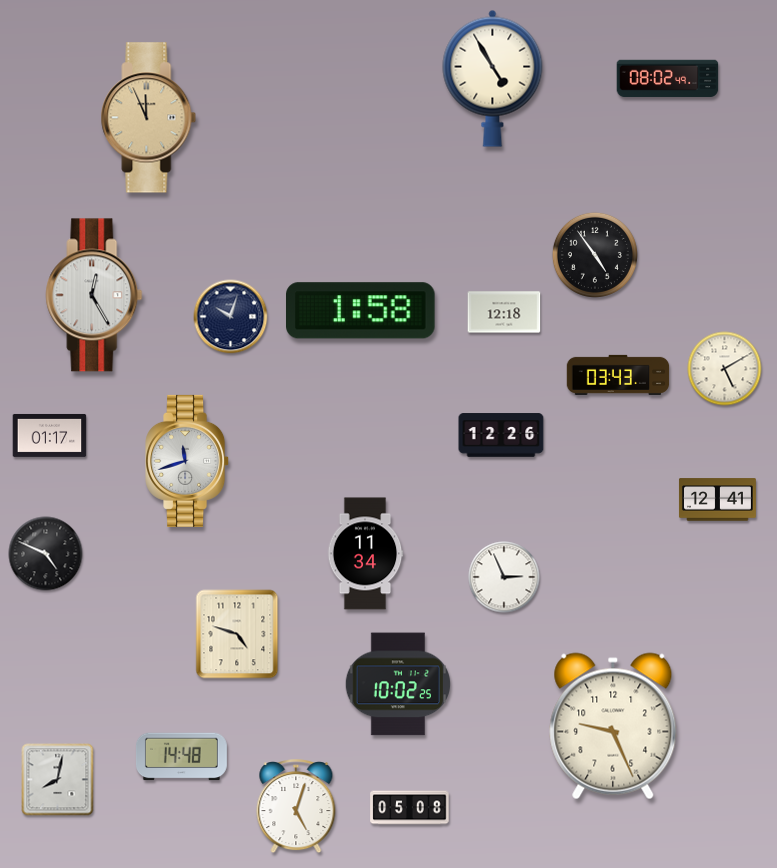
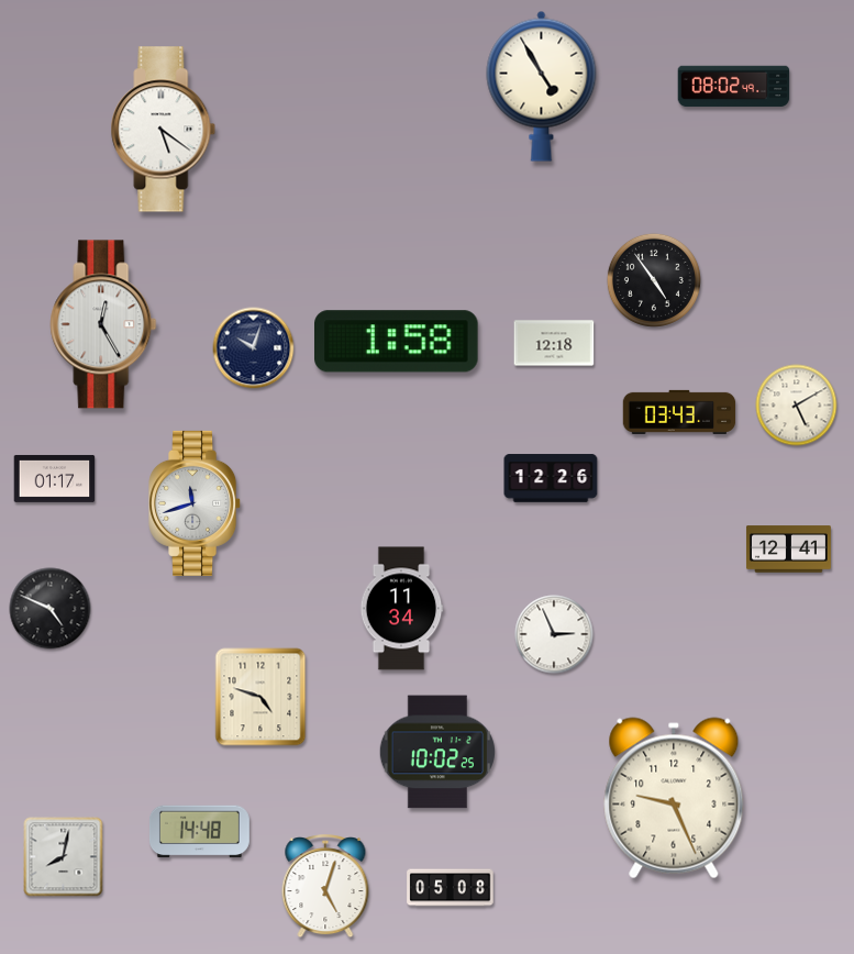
clock at (149, 118): 11:56 -> 5:21
clock at (149, 118) dial: champagne -> white
clock at (188, 461) position: (188, 461) -> (196, 503)
